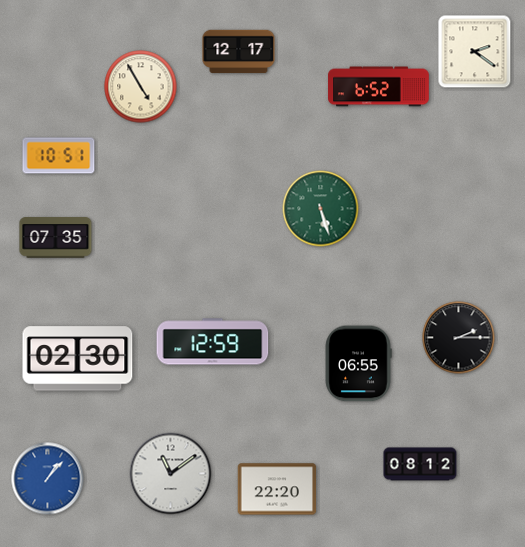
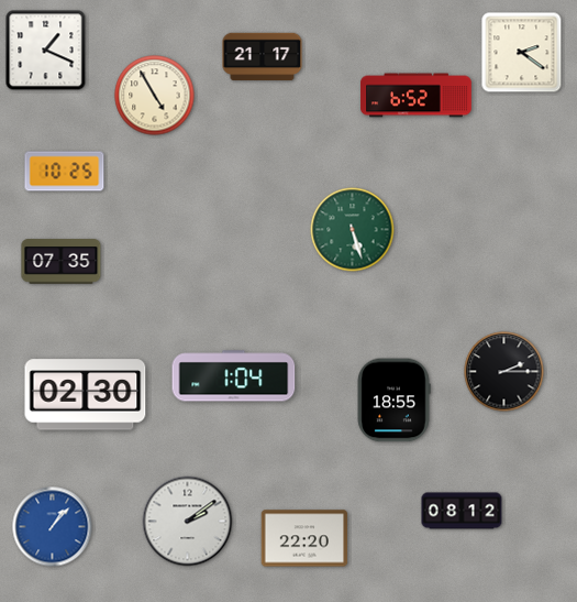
clock at (46, 51): none -> 1:19
clock at (239, 52): 12:17 -> 21:17
clock at (475, 52) position: (475, 52) -> (522, 53)
clock at (59, 156): 10:51 -> 10:25
clock at (213, 342): 12:59 -> 1:04
clock at (358, 364): 06:55 -> 18:55
clock at (171, 474): 11:09 -> 2:09
